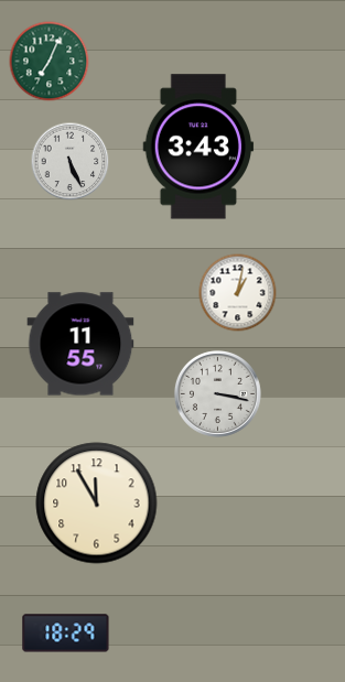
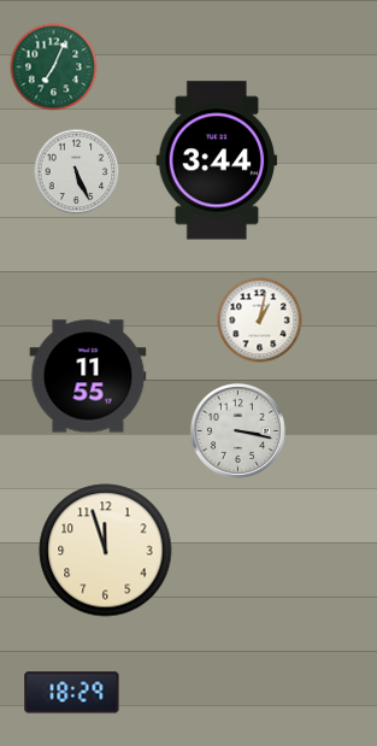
clock at (198, 147): 3:43 -> 3:44
clock at (71, 162) position: (71, 162) -> (77, 172)
clock at (97, 504): 11:55 -> 11:57
